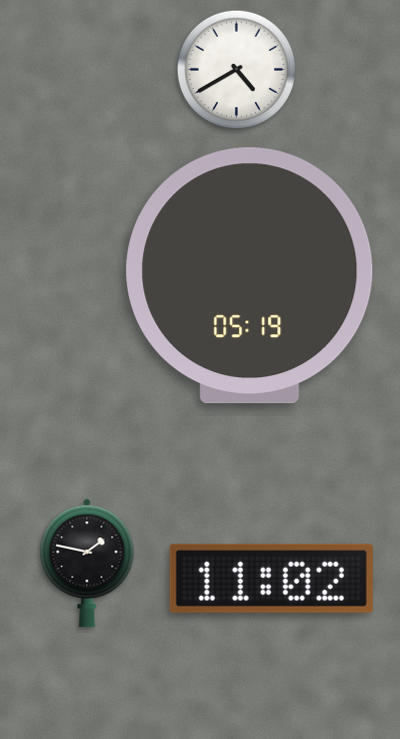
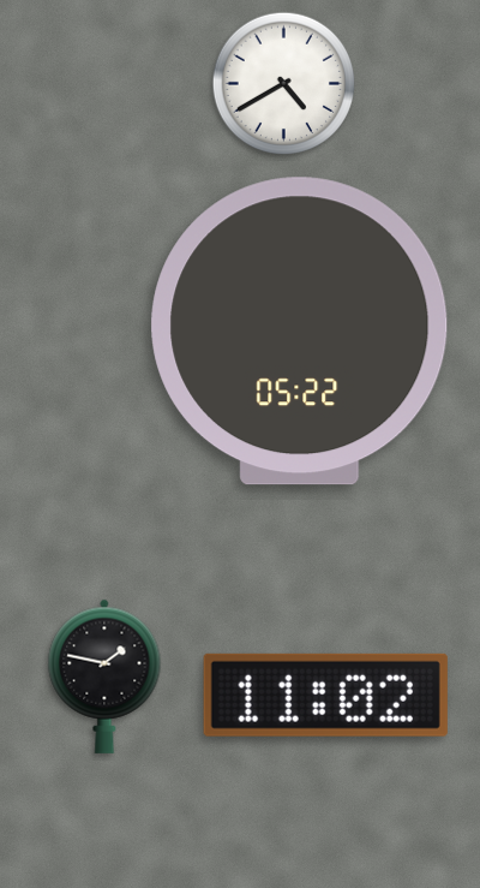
clock at (250, 276): 05:19 -> 05:22
